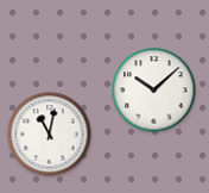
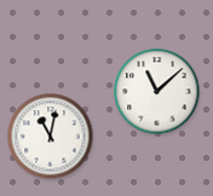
clock at (154, 91): 10:08 -> 11:08
